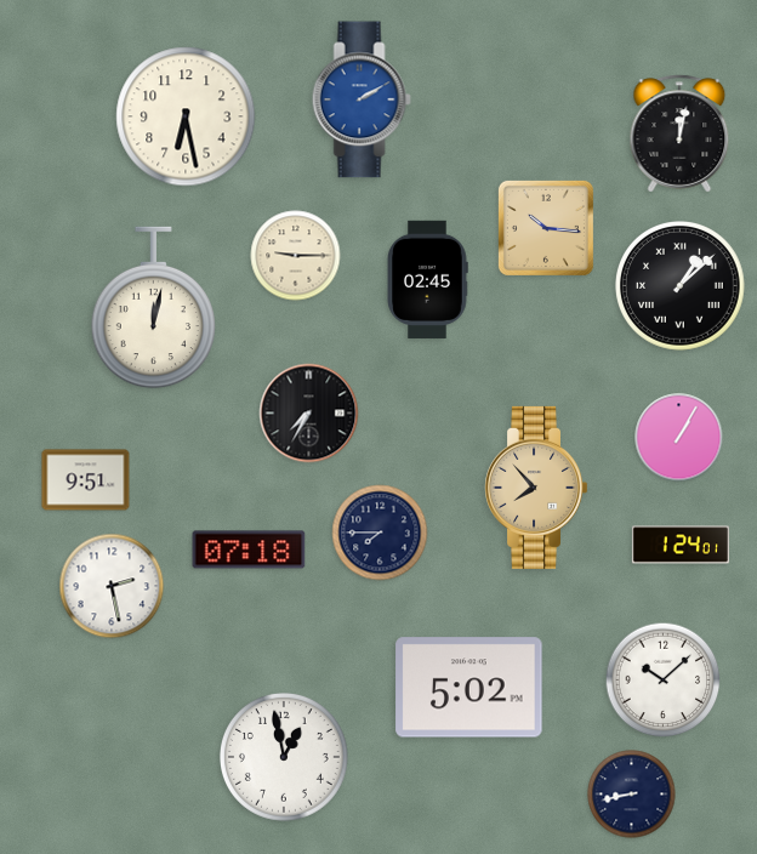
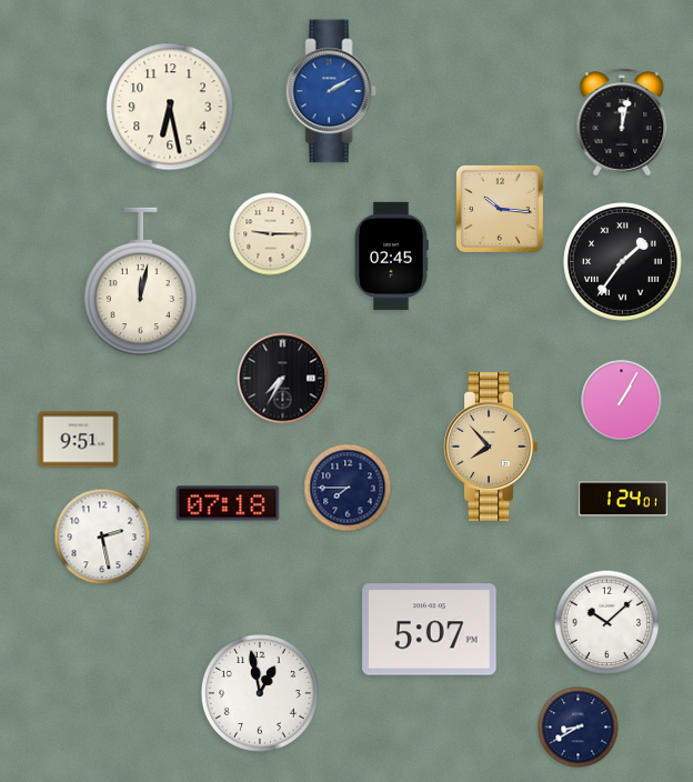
clock at (681, 286): 1:08 -> 1:36
clock at (469, 688): 5:02 -> 5:07
clock at (632, 795): 8:43 -> 8:40
